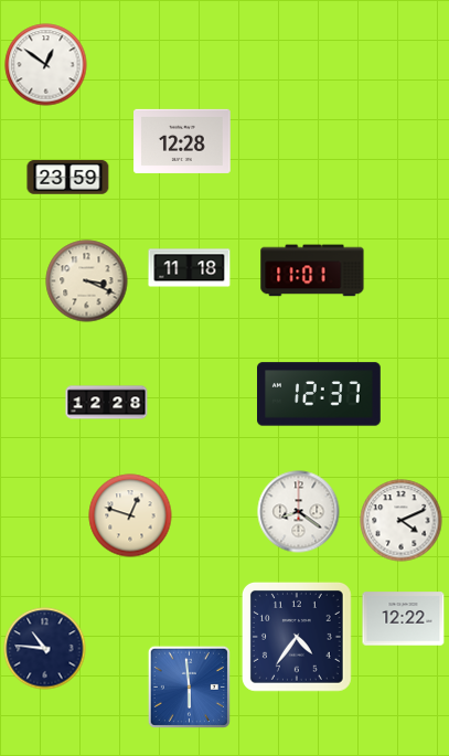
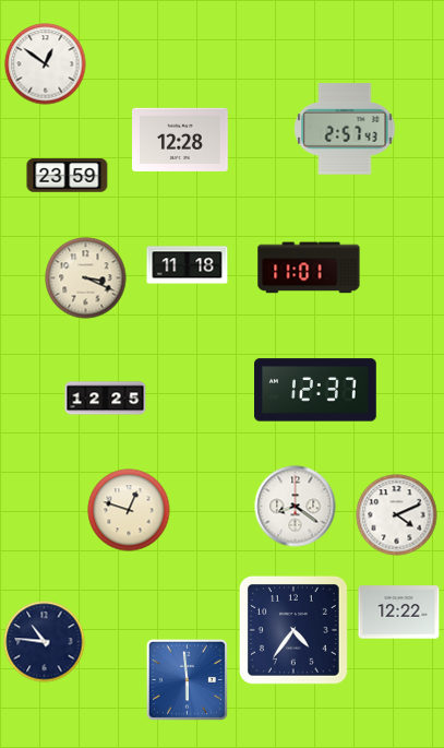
clock at (345, 129): none -> 2:57
clock at (107, 403): 12:28 -> 12:25
